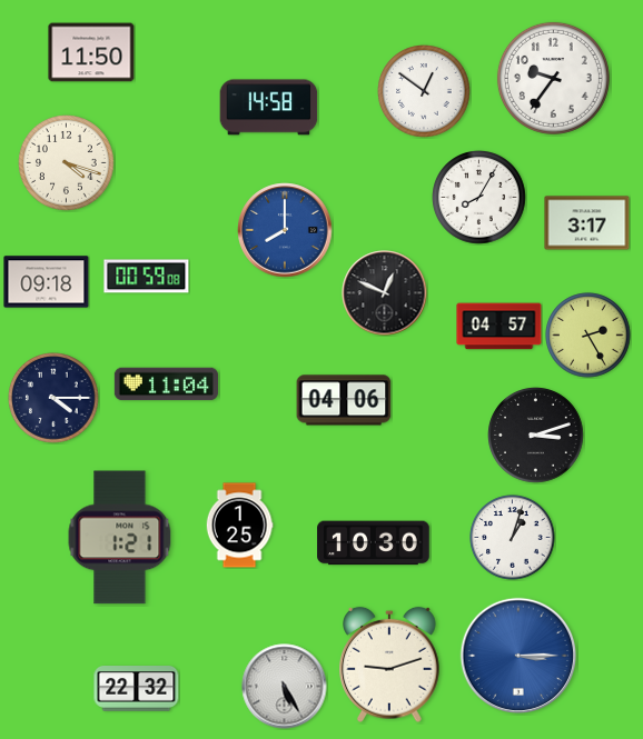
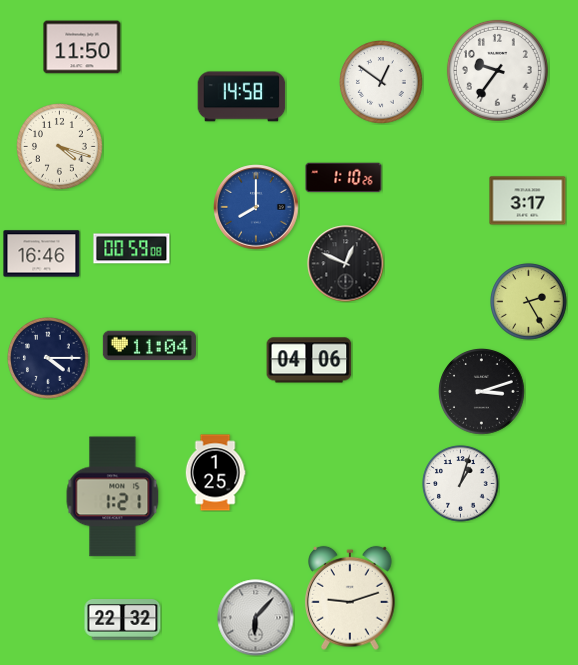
clock at (344, 178): none -> 1:10
clock at (479, 198): 8:05 -> none
clock at (47, 282): 09:18 -> 16:46
clock at (499, 327): 04:57 -> none
clock at (120, 538) position: (120, 538) -> (113, 497)
clock at (374, 543): 10:30 -> none
clock at (518, 656): 3:15 -> none
clock at (285, 687): 5:25 -> 6:07
